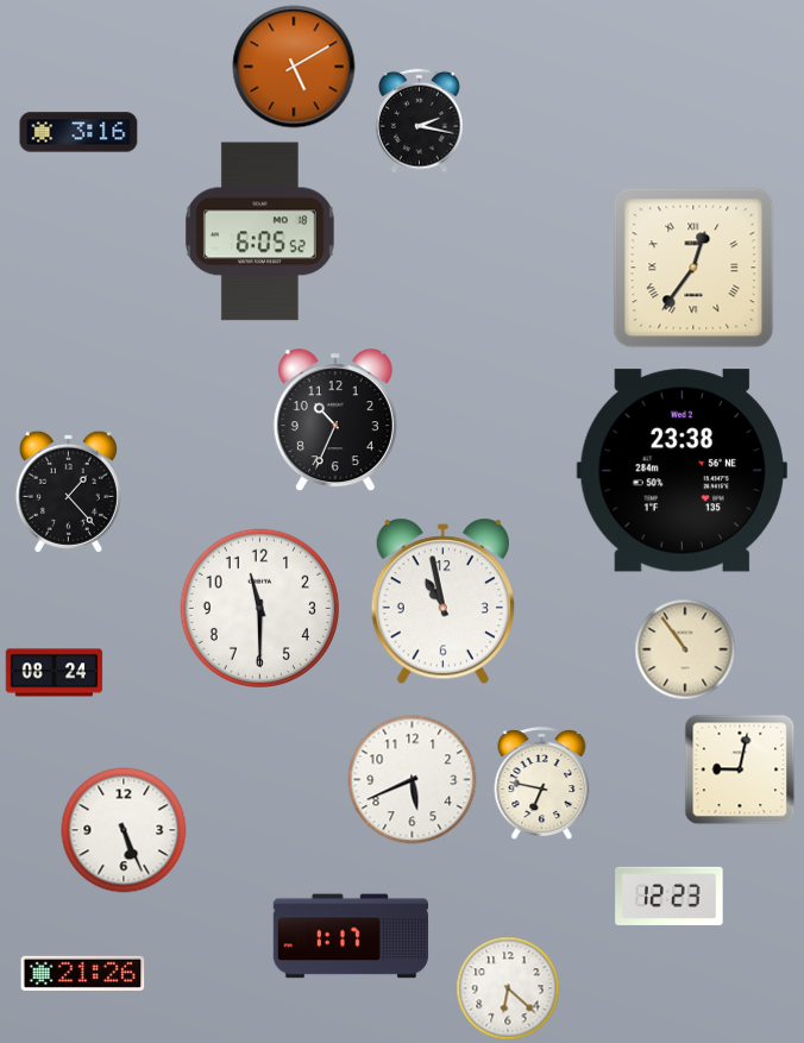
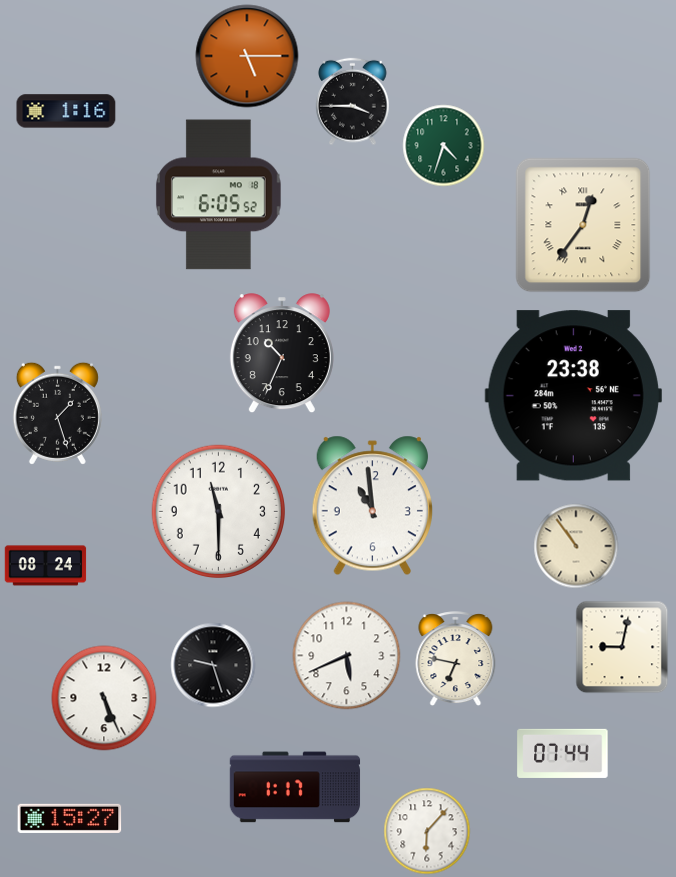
clock at (294, 67): 5:10 -> 5:15
clock at (420, 121): 2:17 -> 3:45
clock at (78, 132): 3:16 -> 1:16
clock at (444, 146): none -> 4:33
clock at (68, 491): 1:23 -> 1:27
clock at (442, 602): 10:58 -> 10:59
clock at (213, 665): none -> 9:27
clock at (670, 896): 12:23 -> 07:44
clock at (83, 973): 21:26 -> 15:27
clock at (508, 988): 6:22 -> 6:07
